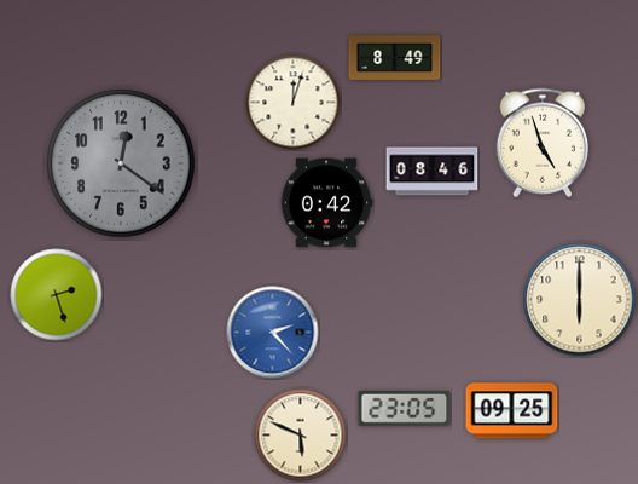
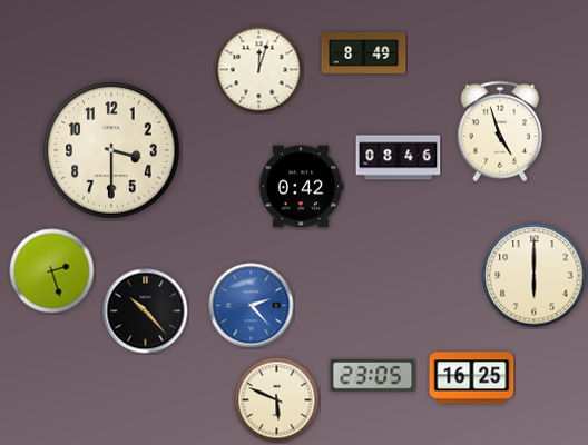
clock at (294, 103) position: (294, 103) -> (259, 70)
clock at (121, 163): 12:21 -> 3:30
clock at (121, 163) dial: grey -> cream
clock at (146, 311): none -> 10:23
clock at (512, 411): 09:25 -> 16:25
